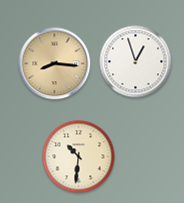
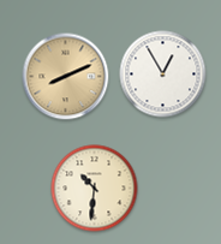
clock at (136, 62): 12:57 -> 12:55
clock at (55, 64): 8:16 -> 8:11
